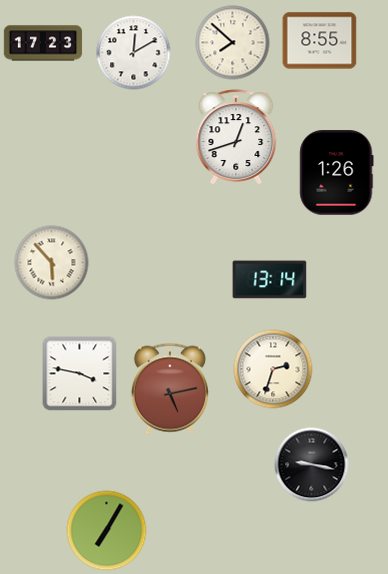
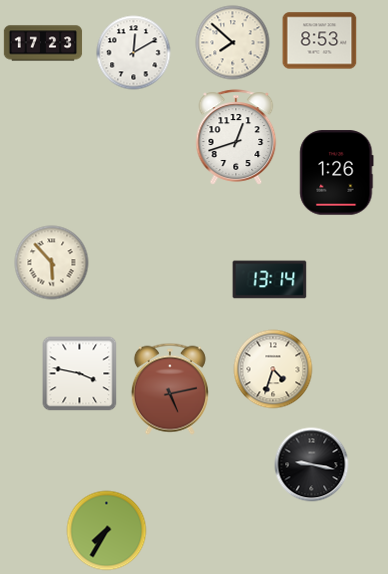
clock at (320, 41): 8:55 -> 8:53
clock at (273, 369): 2:33 -> 4:33
clock at (107, 531): 7:05 -> 7:35
